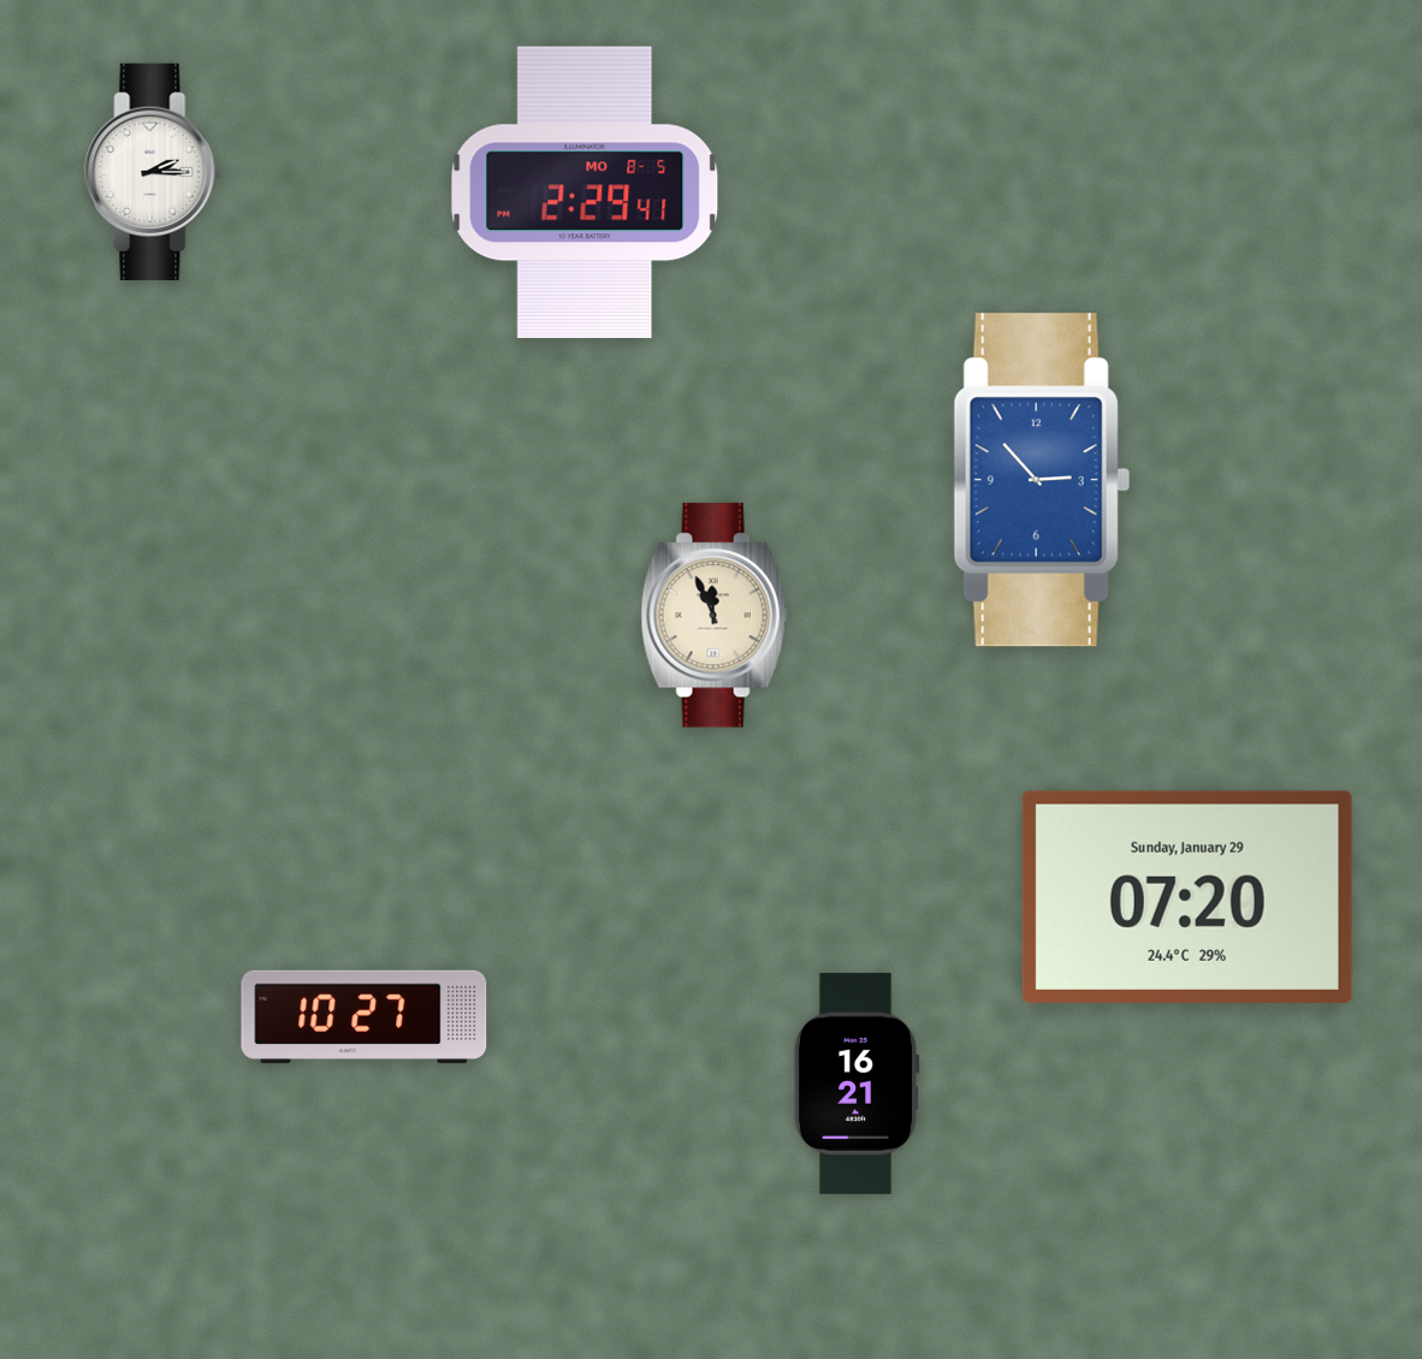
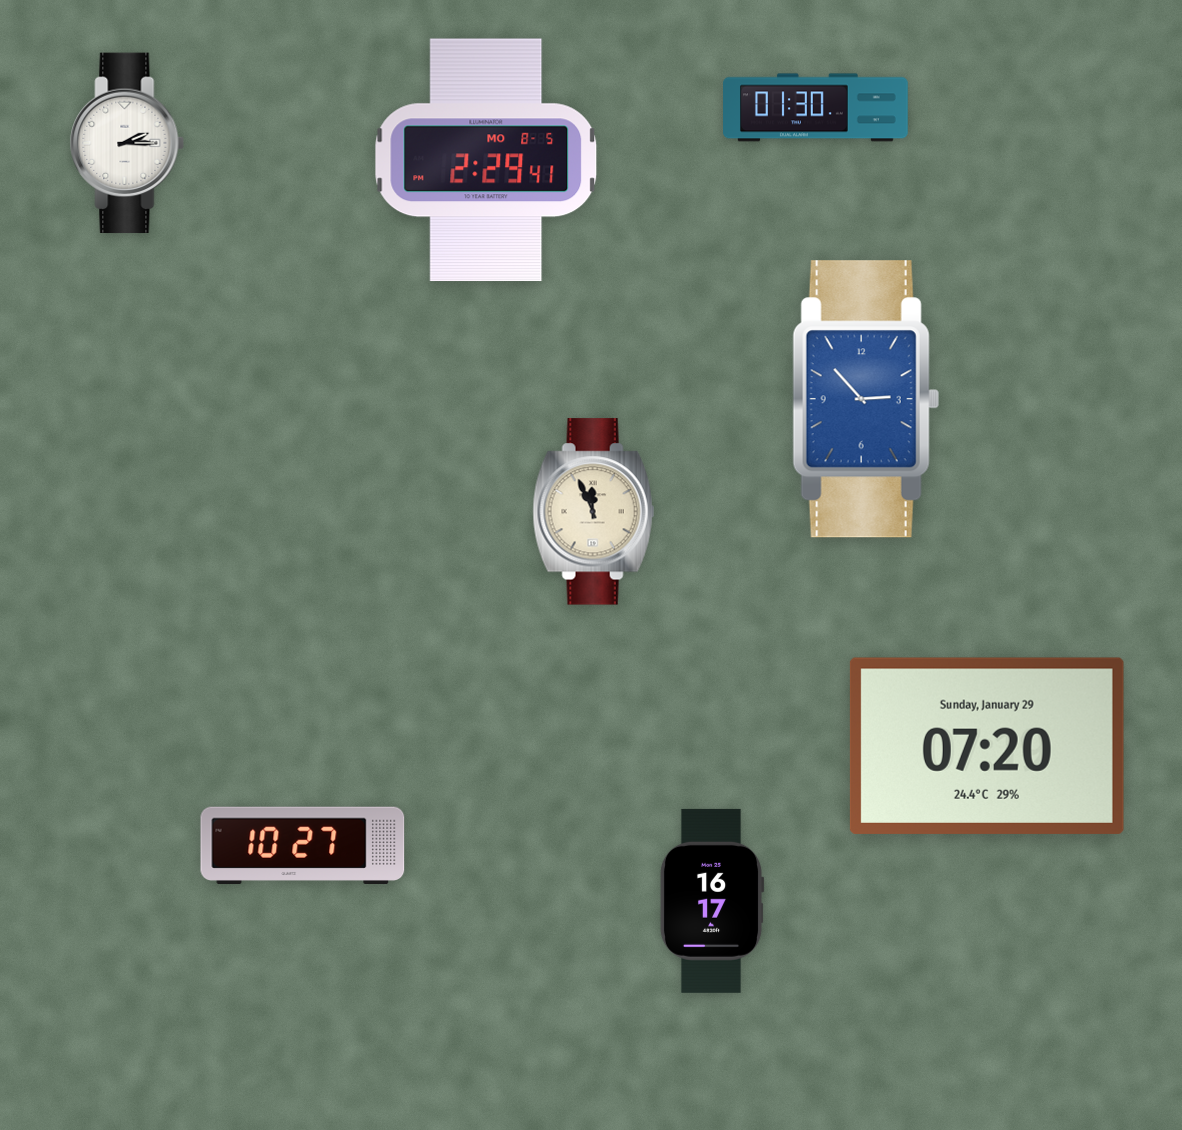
clock at (816, 108): none -> 01:30
clock at (857, 1084): 16:21 -> 16:17
